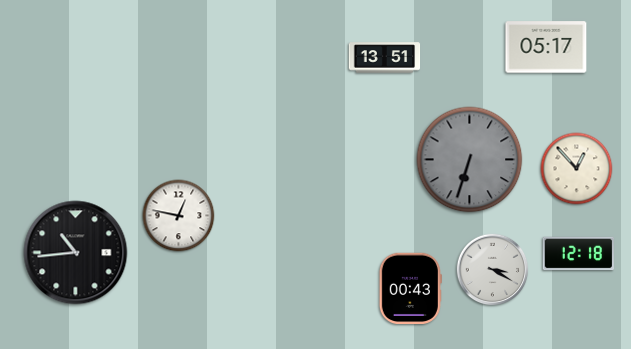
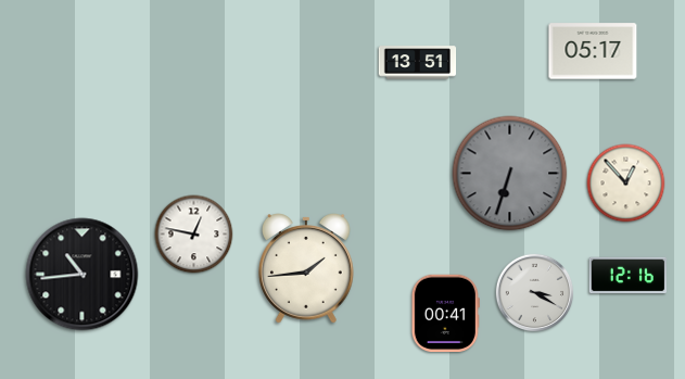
clock at (306, 269): none -> 1:44
clock at (578, 254): 12:18 -> 12:16
clock at (410, 288): 00:43 -> 00:41
